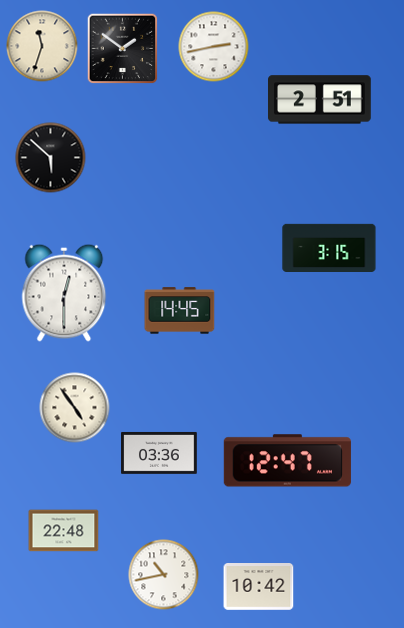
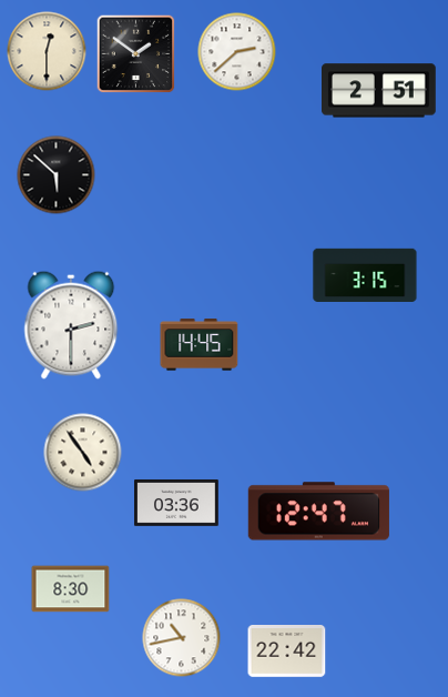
clock at (42, 46): 11:33 -> 12:30
clock at (214, 47): 2:43 -> 2:38
clock at (320, 100) position: (320, 100) -> (379, 91)
clock at (64, 293): 12:30 -> 2:30
clock at (64, 531): 22:48 -> 8:30
clock at (259, 587): 10:42 -> 22:42
